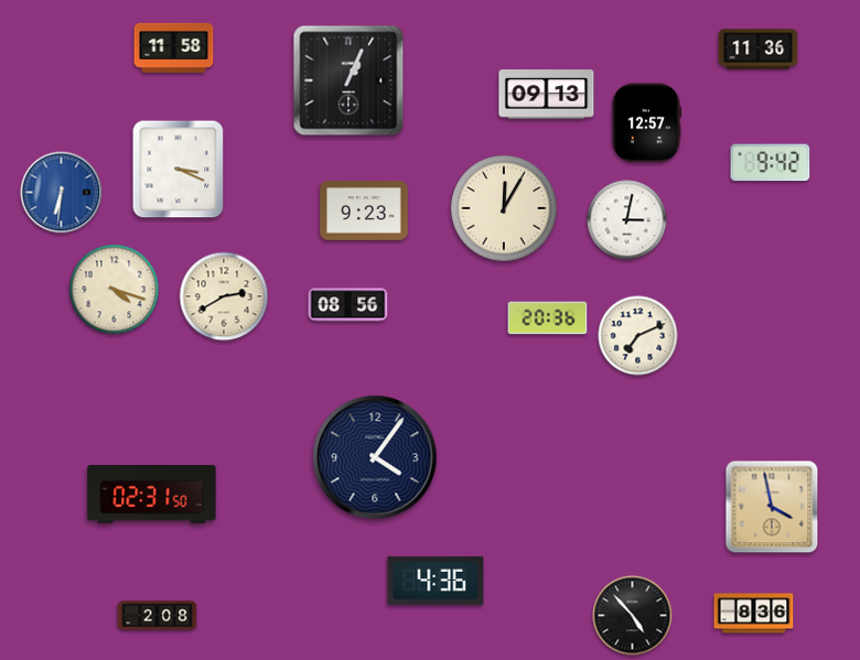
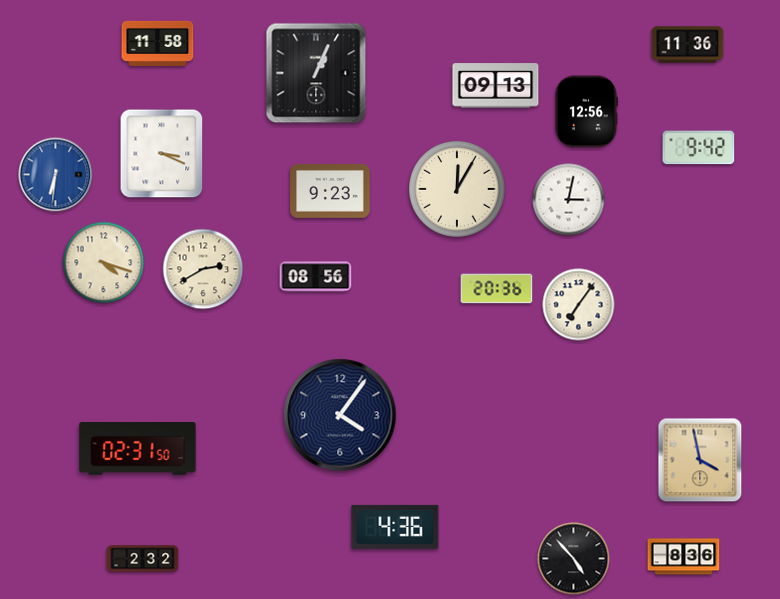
clock at (646, 123): 12:57 -> 12:56
clock at (638, 336): 7:11 -> 7:06
clock at (158, 616): 2:08 -> 2:32
